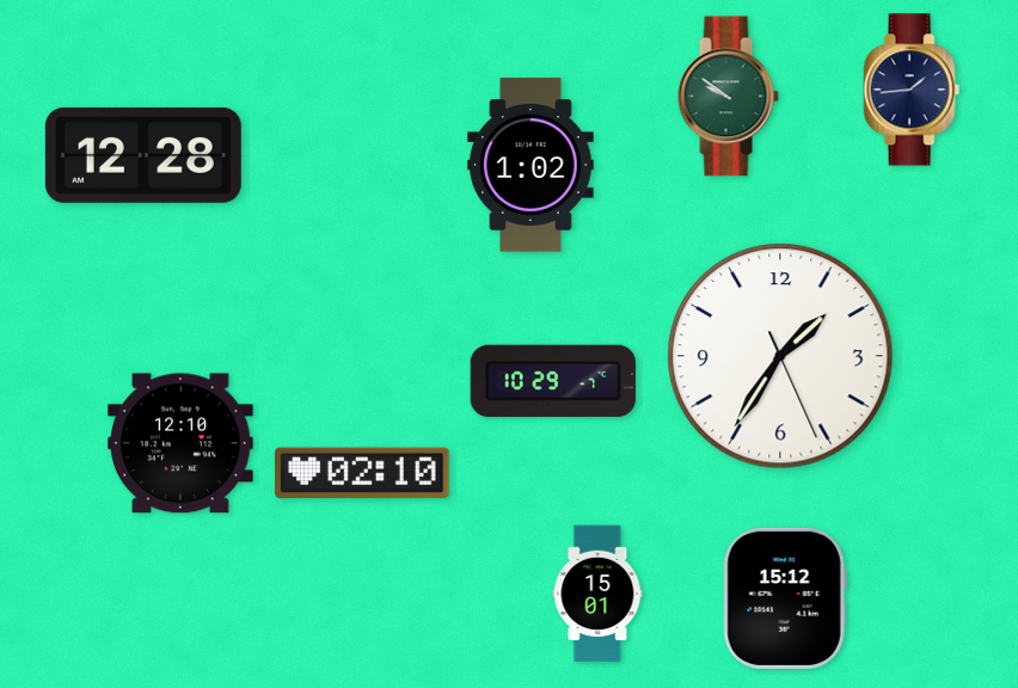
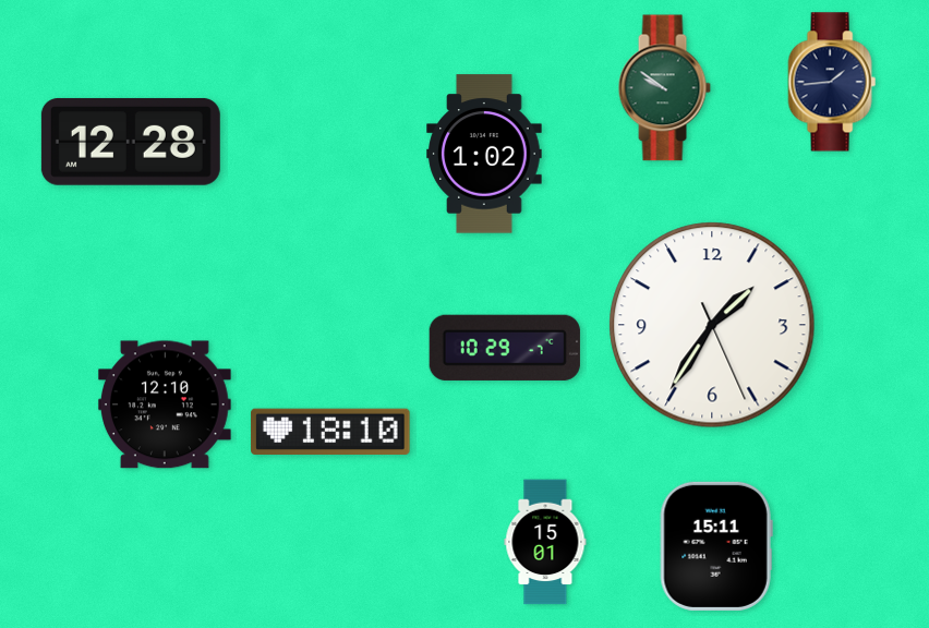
clock at (531, 165) position: (531, 165) -> (484, 154)
clock at (362, 472): 02:10 -> 18:10
clock at (785, 598): 15:12 -> 15:11
